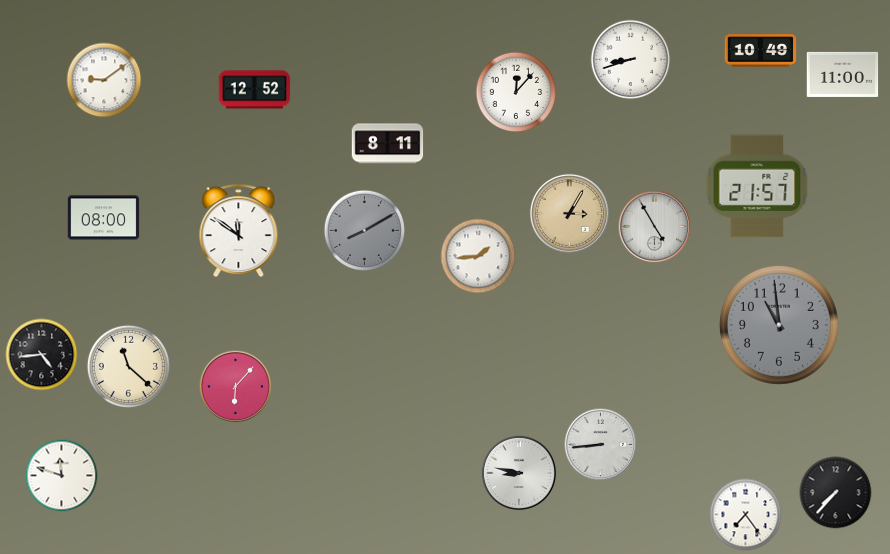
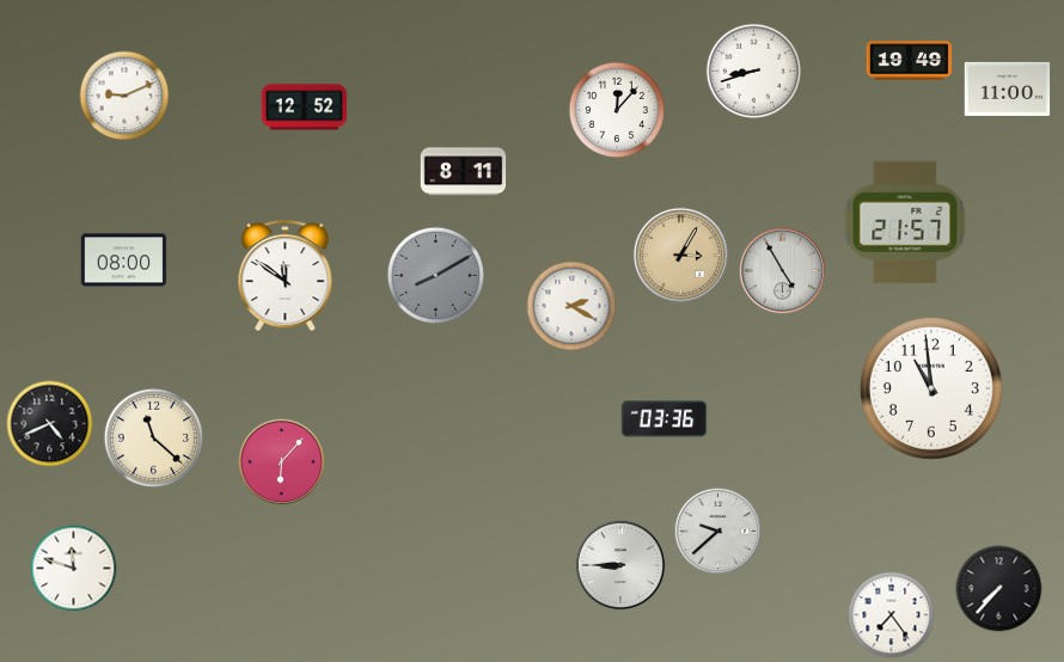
clock at (761, 51): 10:49 -> 19:49
clock at (104, 80): 9:09 -> 9:11
clock at (478, 256): 1:44 -> 2:20
clock at (779, 325) dial: grey -> white
clock at (665, 419): none -> 03:36
clock at (42, 355): 4:44 -> 4:41
clock at (601, 445): 8:44 -> 9:38
clock at (519, 473): 8:47 -> 8:45
